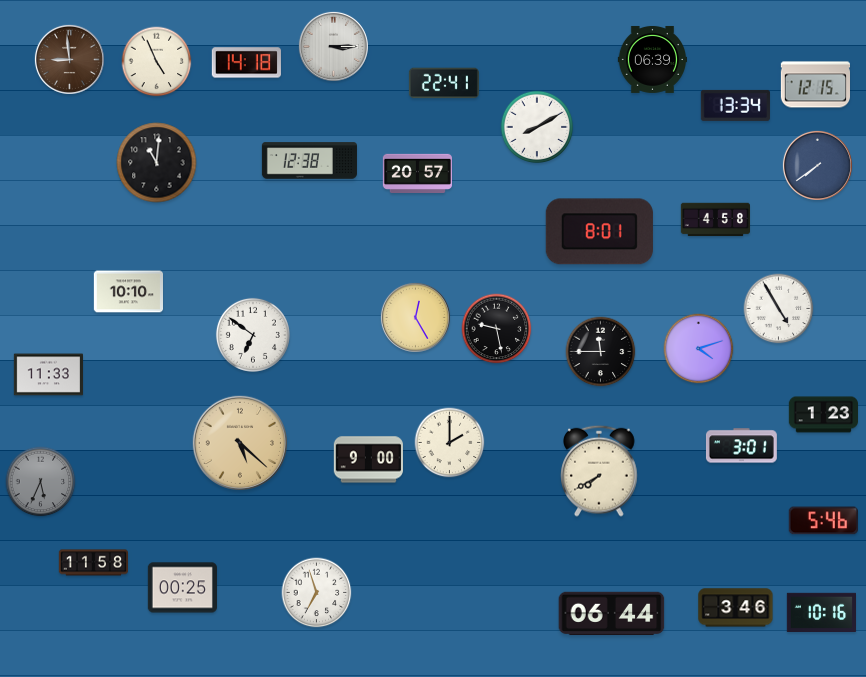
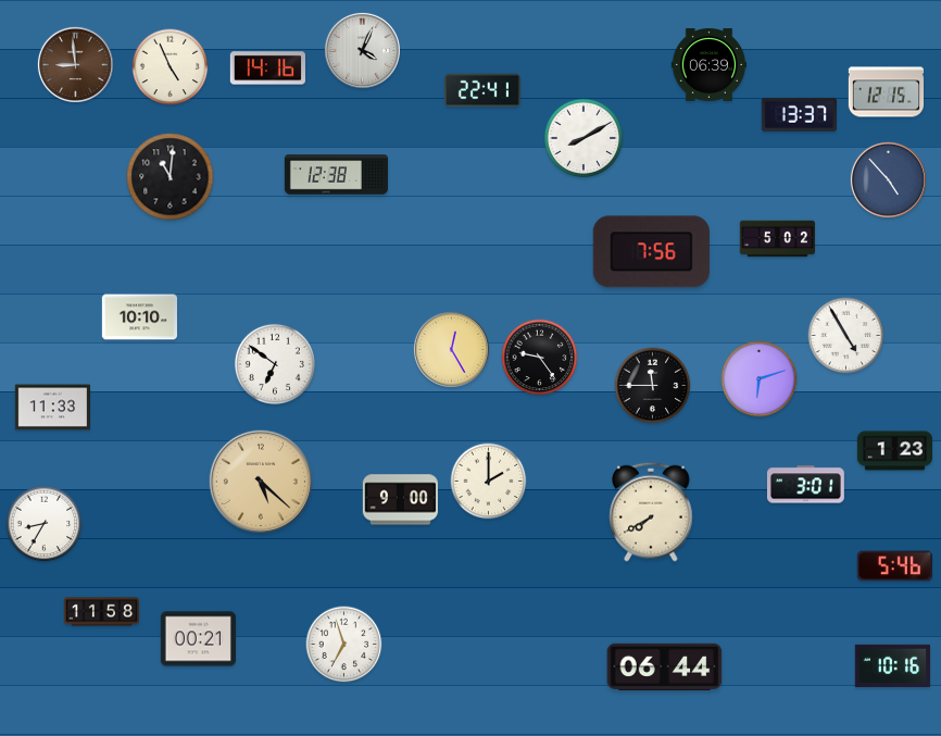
clock at (333, 46): 3:15 -> 4:04
clock at (246, 63): 14:18 -> 14:16
clock at (735, 105): 13:34 -> 13:37
clock at (817, 165): 7:39 -> 4:53
clock at (417, 173): 20:57 -> none
clock at (715, 220): 4:58 -> 5:02
clock at (599, 232): 8:01 -> 7:56
clock at (415, 317) position: (415, 317) -> (451, 349)
clock at (497, 329): 9:28 -> 9:24
clock at (699, 349): 4:12 -> 6:12
clock at (601, 352) position: (601, 352) -> (653, 386)
clock at (41, 482): 5:34 -> 8:35
clock at (41, 482) dial: grey -> white
clock at (182, 588): 00:25 -> 00:21
clock at (736, 608): 3:46 -> none
